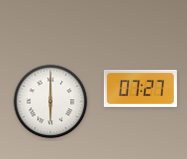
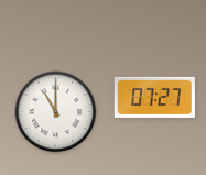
clock at (51, 102): 6:00 -> 11:00
